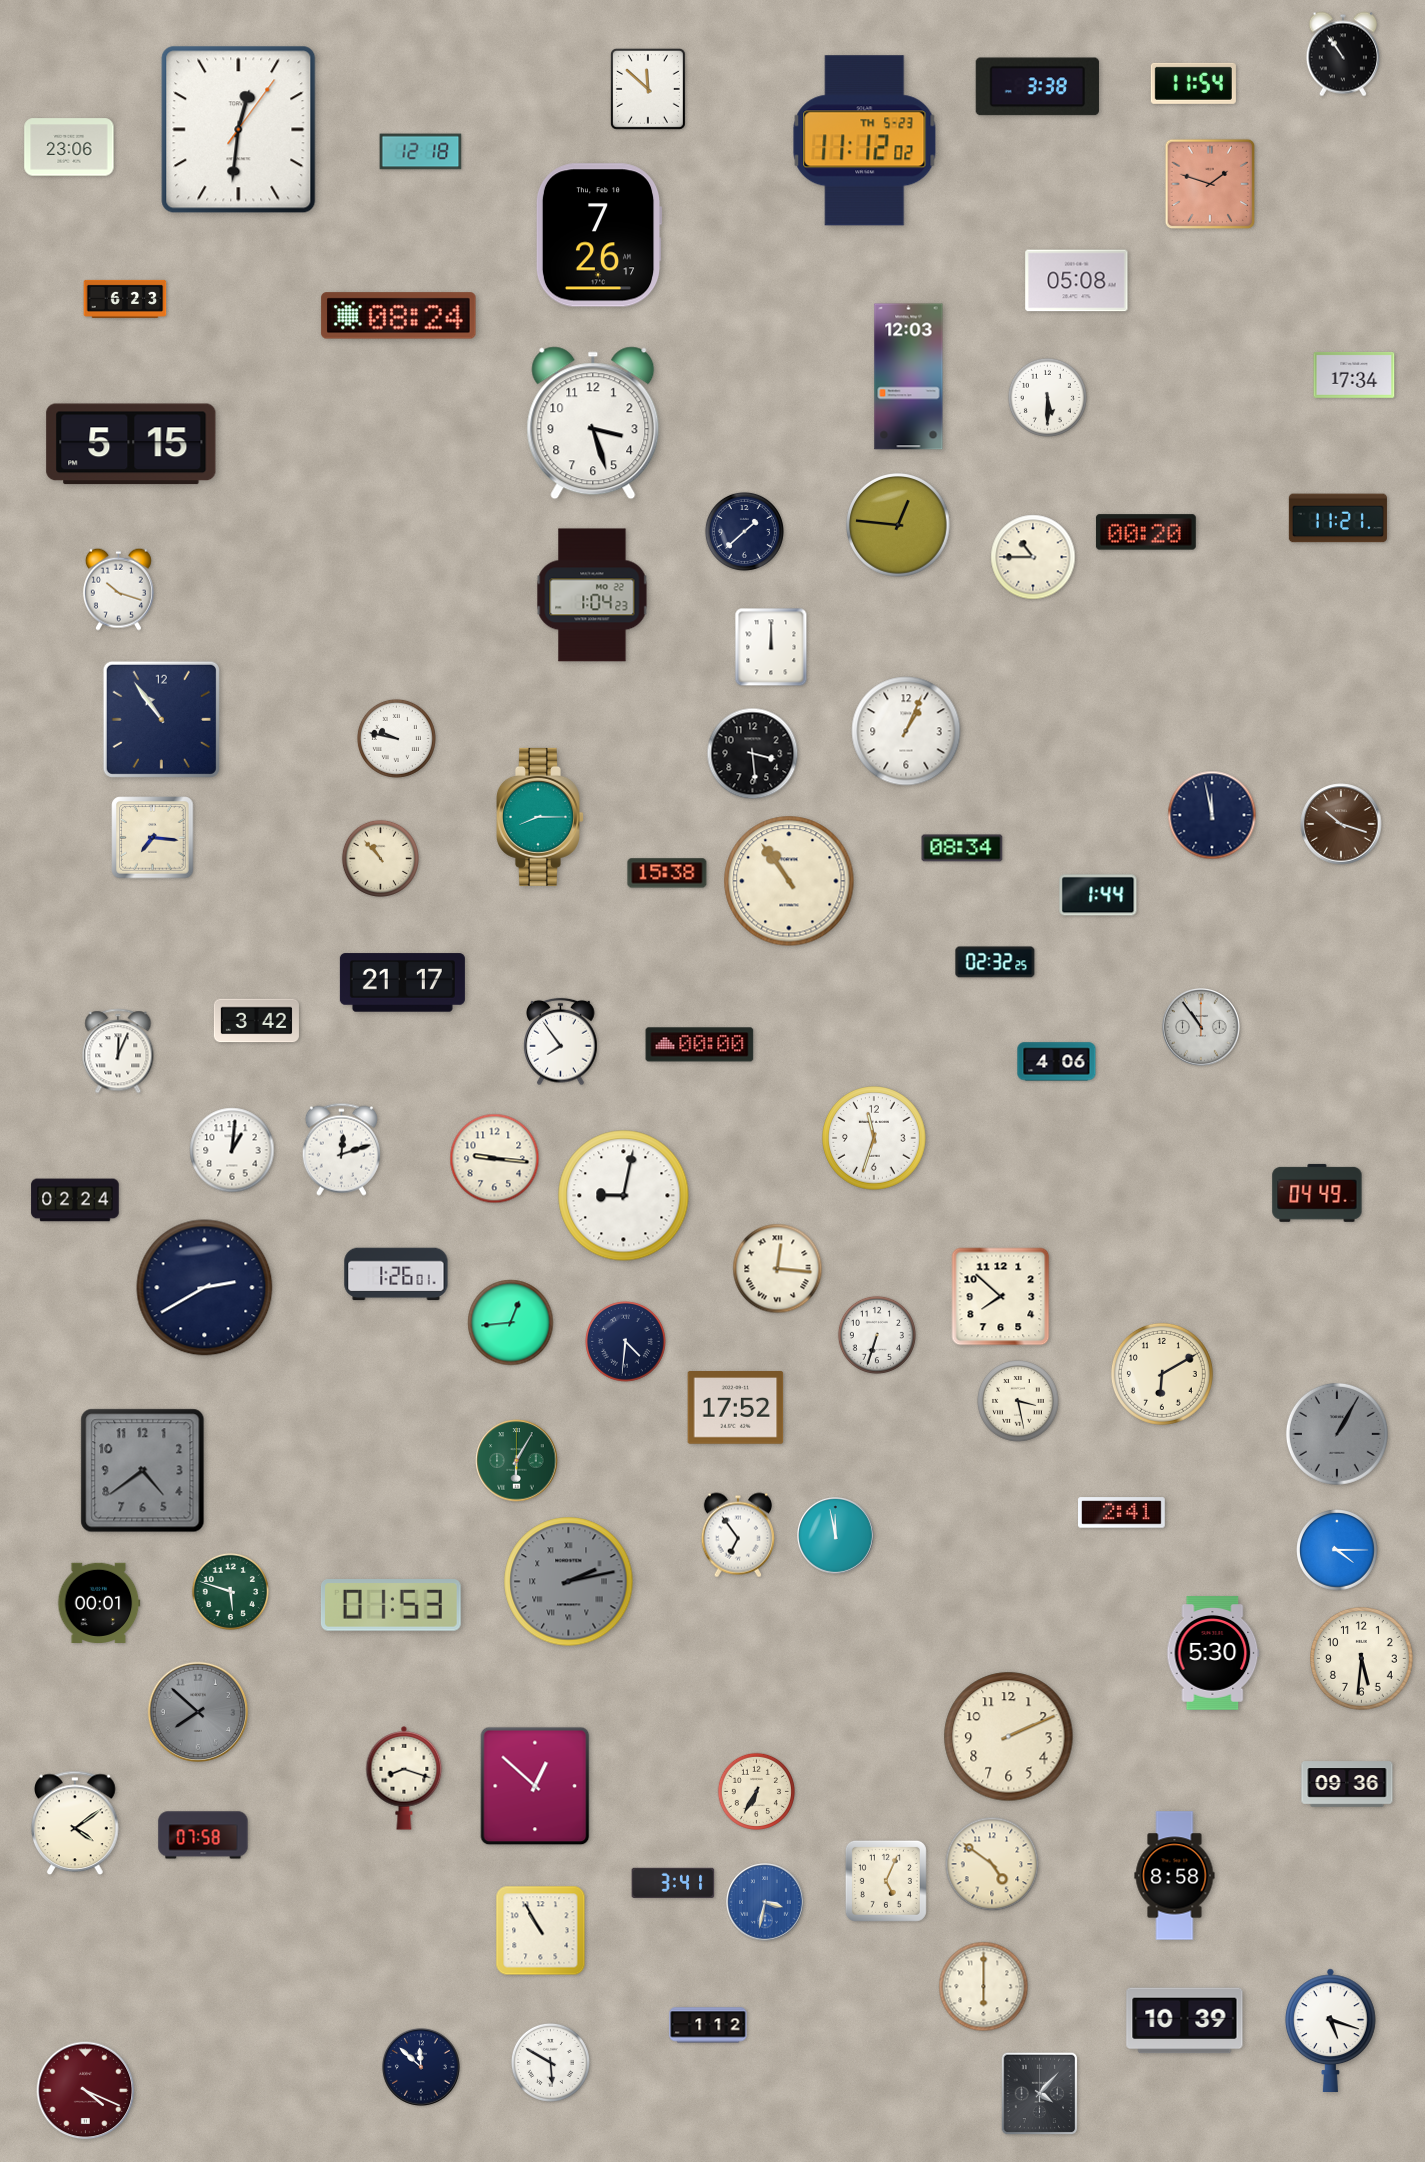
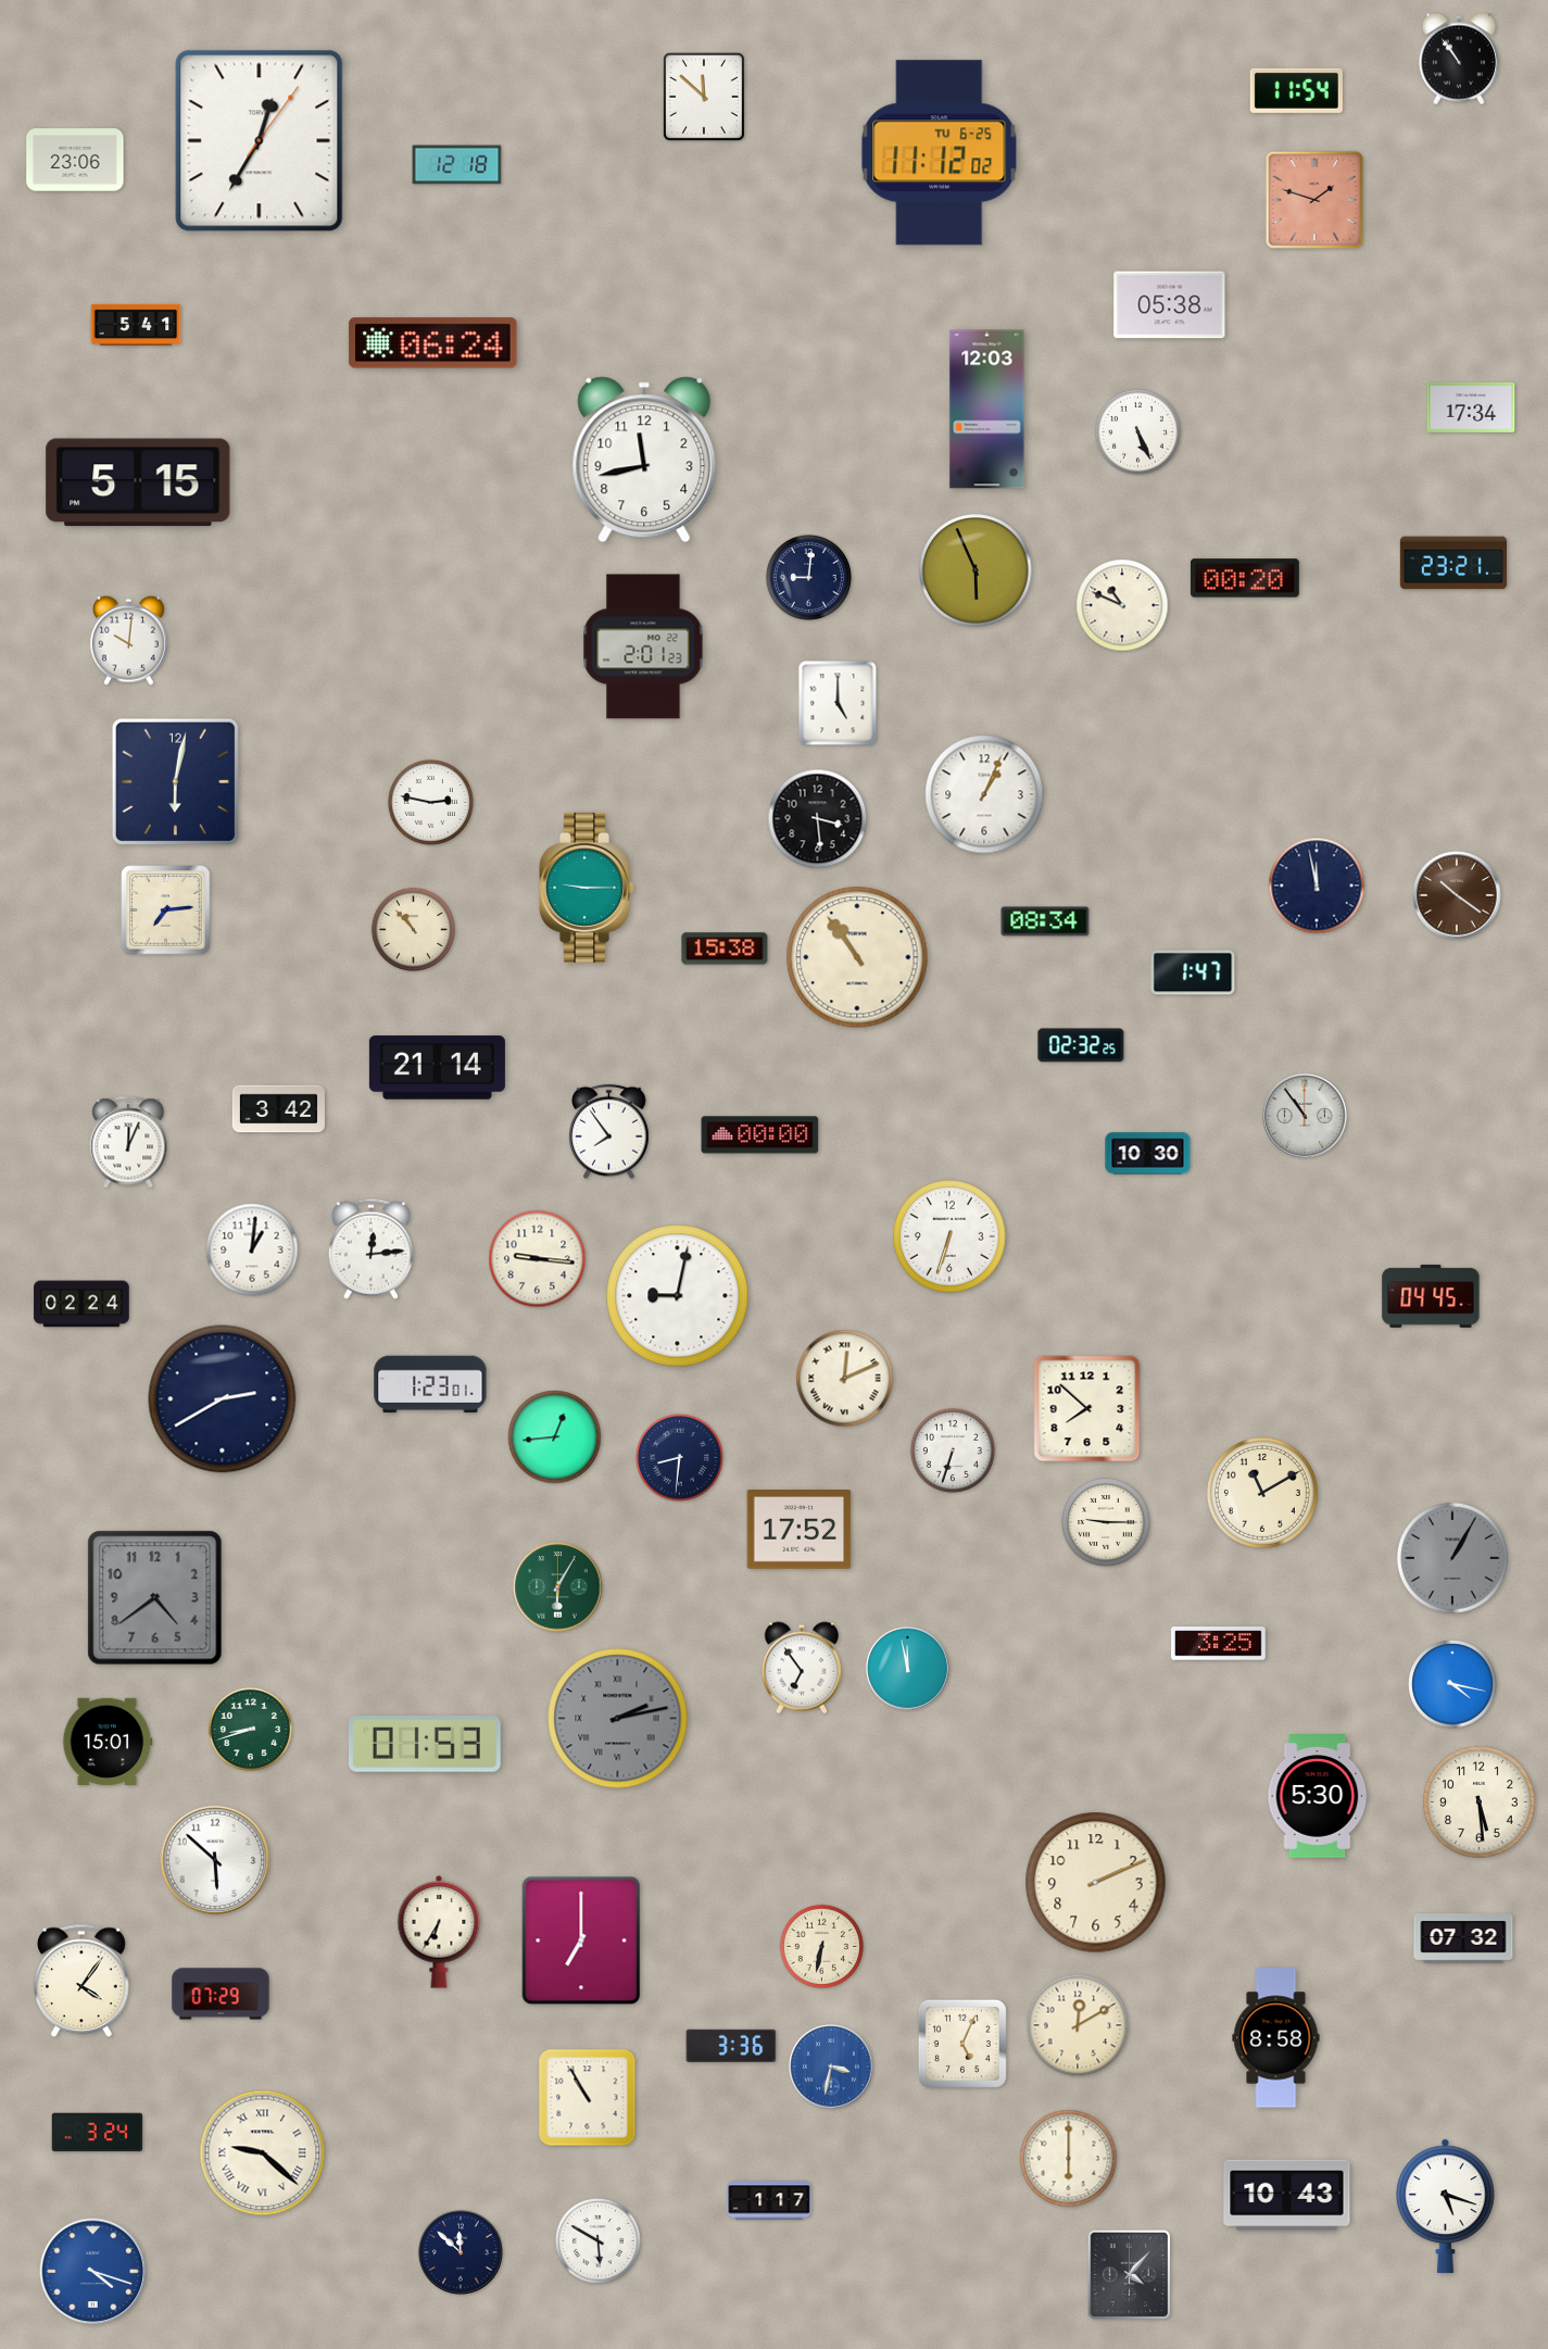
clock at (1037, 87): 3:38 -> none
clock at (239, 130): 12:31 -> 12:35
clock at (865, 141) date: TH 5-23 -> TU 6-25
clock at (599, 235): 7:26 -> none
clock at (1077, 281): 05:08 -> 05:38
clock at (125, 299): 6:23 -> 5:41
clock at (399, 316): 08:24 -> 06:24
clock at (1047, 397): 5:30 -> 5:26
clock at (593, 423): 3:27 -> 11:43
clock at (131, 444) position: (131, 444) -> (138, 482)
clock at (1338, 518): 11:21 -> 23:21
clock at (898, 525): 12:46 -> 5:56
clock at (744, 531): 1:38 -> 9:01
clock at (1033, 557): 10:45 -> 10:49
clock at (118, 589): 10:18 -> 10:01
clock at (592, 595): 1:04 -> 2:01
clock at (771, 647): 12:00 -> 5:00
clock at (161, 719): 10:54 -> 6:02
clock at (396, 738): 9:47 -> 2:47
clock at (540, 817): 8:15 -> 9:15
clock at (1341, 824): 10:18 -> 10:21
clock at (153, 838): 7:16 -> 7:14
clock at (380, 858) position: (380, 858) -> (413, 929)
clock at (1098, 895): 1:44 -> 1:47
clock at (402, 983): 21:17 -> 21:14
clock at (1057, 1062): 4:06 -> 10:30
clock at (874, 1138): 11:33 -> 6:33
clock at (341, 1149): 12:12 -> 12:14
clock at (1317, 1193): 04:49 -> 04:45
clock at (624, 1196) position: (624, 1196) -> (678, 1296)
clock at (778, 1269): 12:16 -> 12:11
clock at (396, 1274): 1:26 -> 1:23
clock at (626, 1342): 4:31 -> 8:31
clock at (1162, 1374): 6:10 -> 11:10
clock at (1018, 1401): 3:28 -> 9:15
clock at (517, 1461) position: (517, 1461) -> (558, 1587)
clock at (1122, 1513): 2:41 -> 3:25
clock at (1337, 1550): 4:15 -> 4:17
clock at (230, 1591): 5:48 -> 8:42
clock at (99, 1602): 00:01 -> 15:01
clock at (1362, 1659): 5:31 -> 5:29
clock at (198, 1712): 7:52 -> 5:52
clock at (198, 1712) dial: grey -> white
clock at (1009, 1737) position: (1009, 1737) -> (1096, 1883)
clock at (404, 1778): 8:18 -> 6:35
clock at (1347, 1784): 09:36 -> 07:32
clock at (535, 1786): 12:52 -> 7:00
clock at (756, 1791): 6:35 -> 6:32
clock at (75, 1823): 4:09 -> 4:06
clock at (203, 1835): 07:58 -> 07:29
clock at (992, 1864): 4:51 -> 12:10
clock at (673, 1882): 3:41 -> 3:36
clock at (98, 2133): none -> 3:24
clock at (263, 2153): none -> 9:22
clock at (1185, 2021): 10:39 -> 10:43
clock at (708, 2025): 1:12 -> 1:17
clock at (422, 2068) position: (422, 2068) -> (462, 2253)
clock at (86, 2091): 4:19 -> 4:18
clock at (86, 2091) dial: burgundy -> blue
